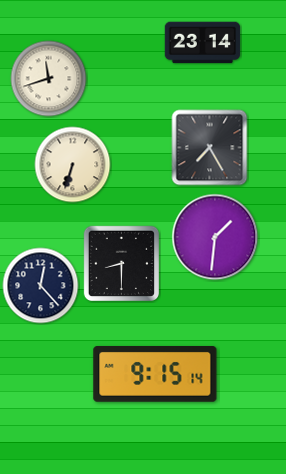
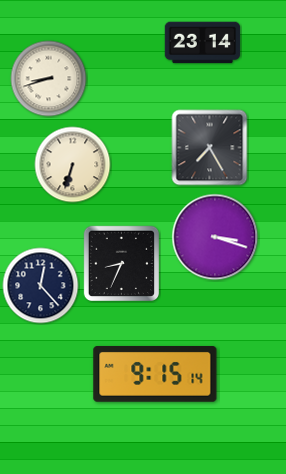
clock at (49, 79): 11:42 -> 8:42
clock at (215, 237): 1:31 -> 3:18
clock at (121, 263): 8:30 -> 8:34
